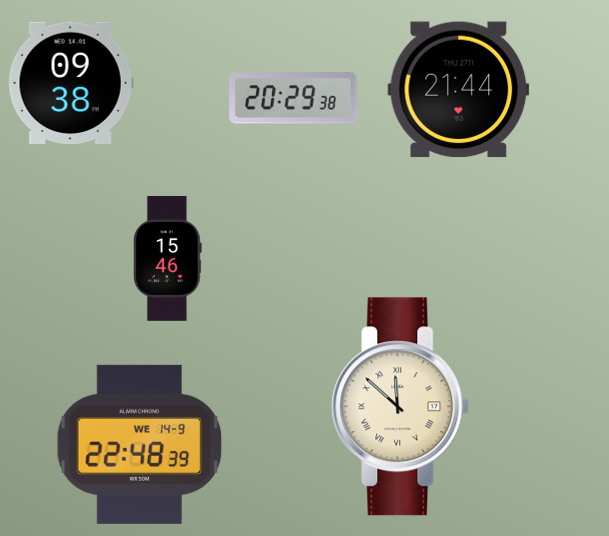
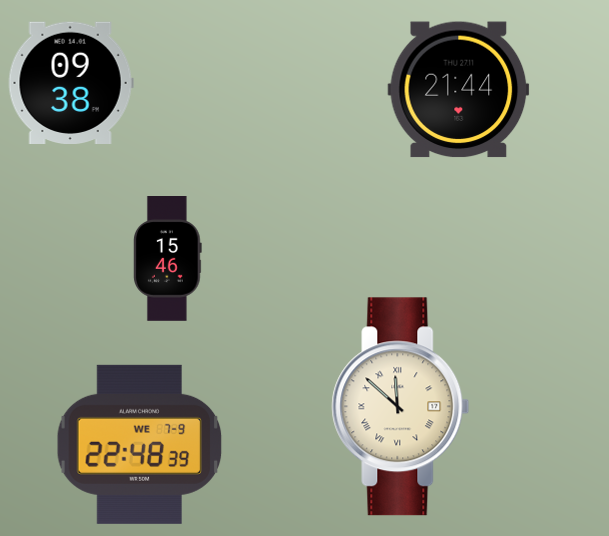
clock at (293, 98): 20:29 -> none
clock at (140, 444) date: WE 14-9 -> WE 7-9
